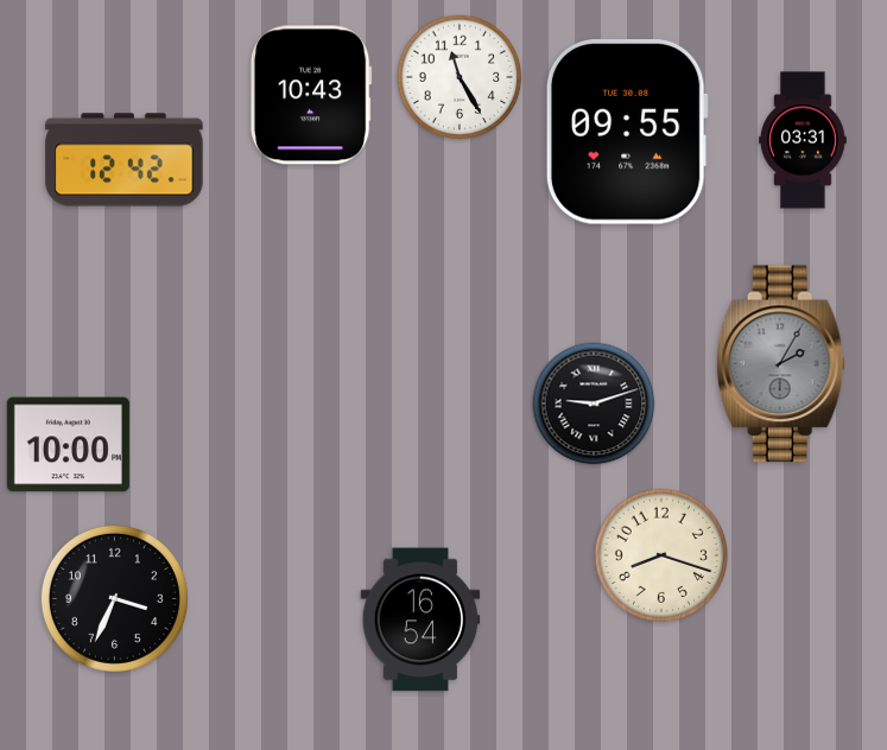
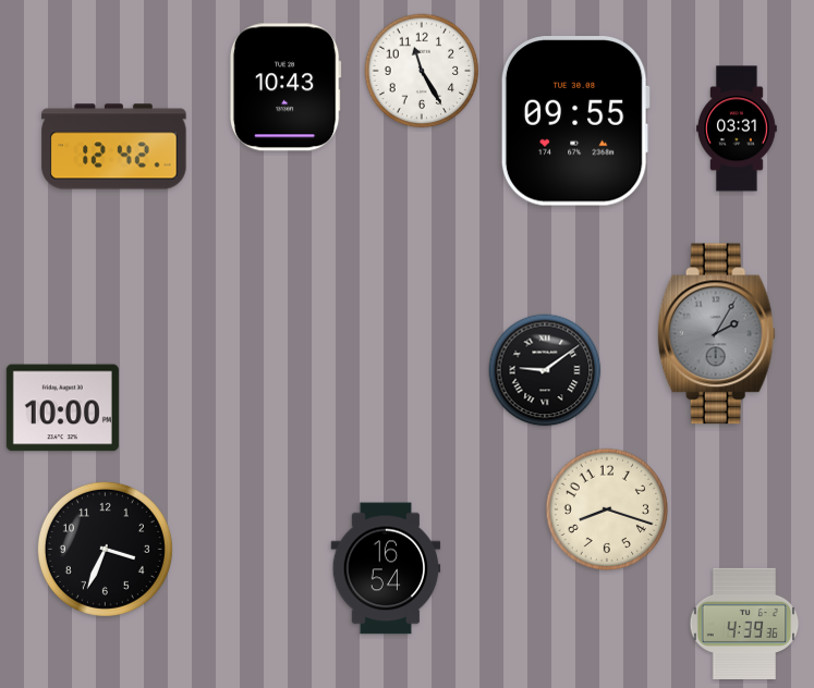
clock at (594, 403): 9:12 -> 9:09
clock at (744, 624): none -> 4:39
